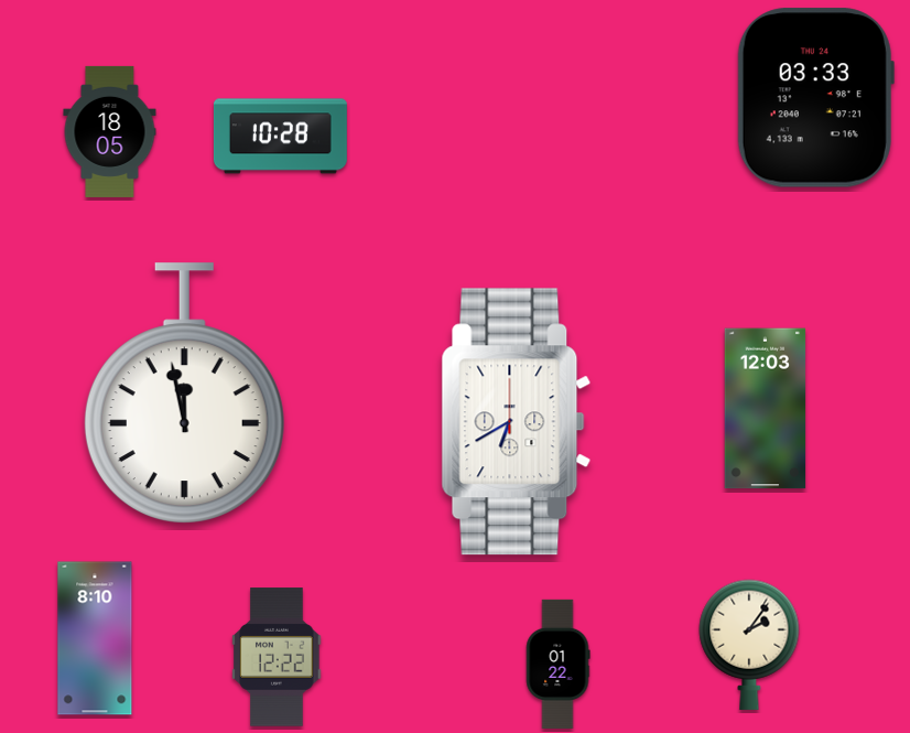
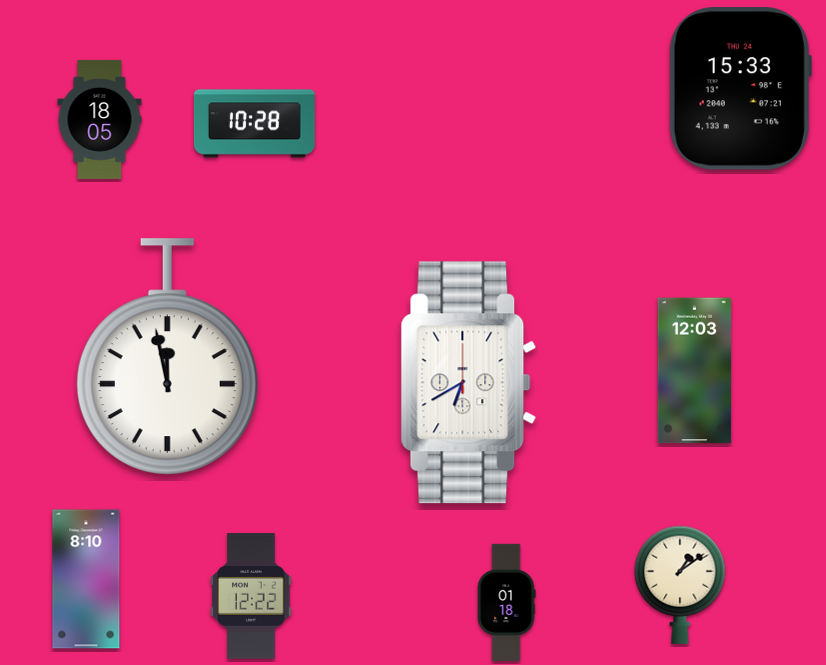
clock at (815, 98): 03:33 -> 15:33
clock at (749, 645): 2:06 -> 1:09
clock at (557, 664): 01:22 -> 01:18
